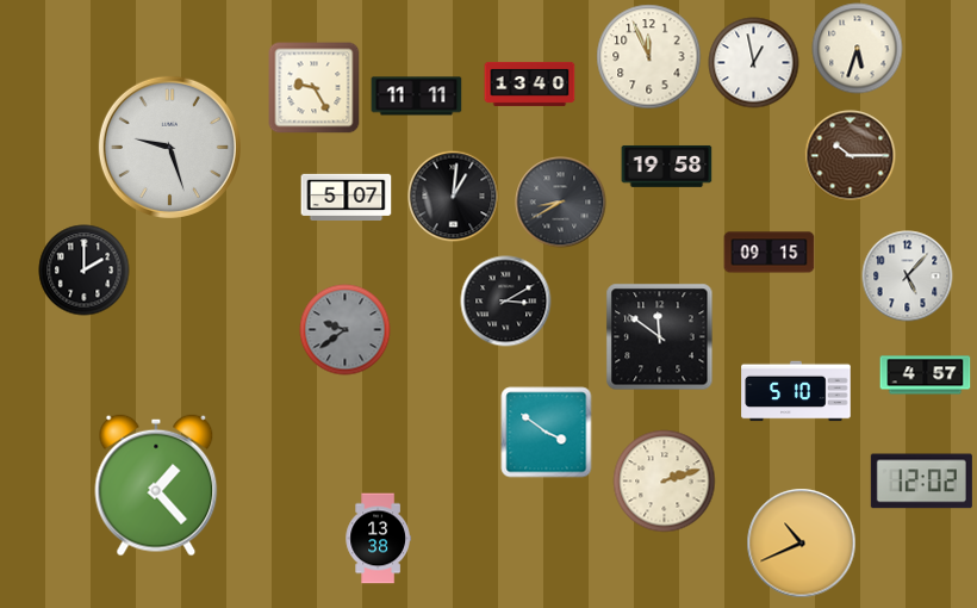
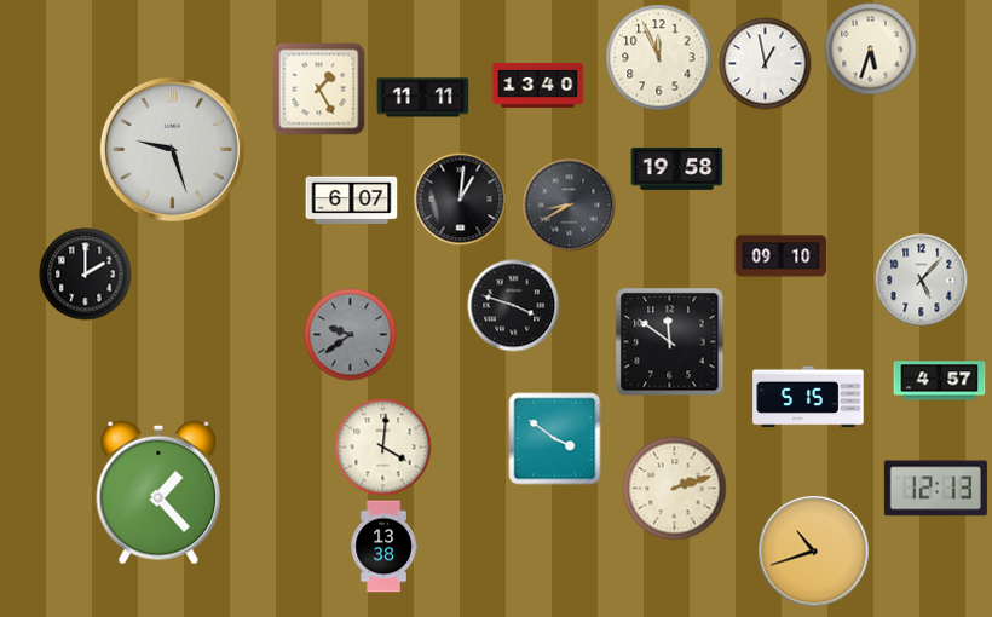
clock at (315, 88): 9:25 -> 1:25
clock at (851, 156): 10:15 -> none
clock at (347, 197): 5:07 -> 6:07
clock at (770, 253): 09:15 -> 09:10
clock at (506, 302): 3:10 -> 3:48
clock at (796, 391): 5:10 -> 5:15
clock at (383, 448): none -> 4:01
clock at (921, 482): 12:02 -> 12:13
clock at (802, 544): 10:41 -> 10:42
